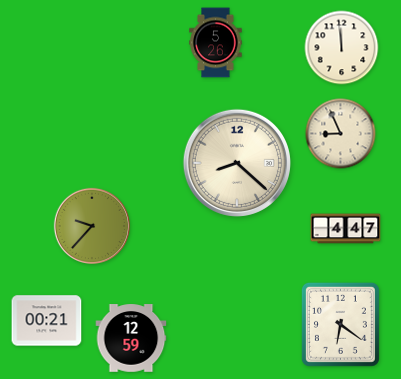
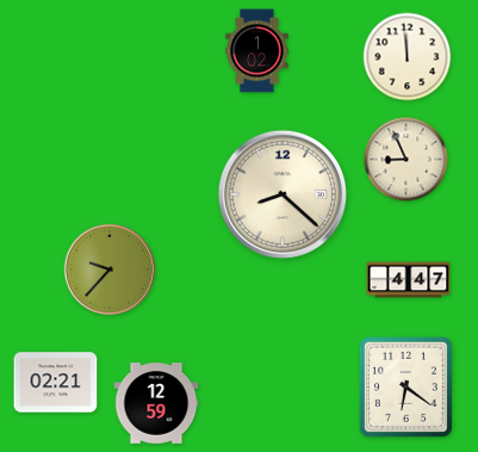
clock at (216, 43): 5:26 -> 1:02
clock at (346, 229) position: (346, 229) -> (409, 280)
clock at (47, 321): 00:21 -> 02:21
